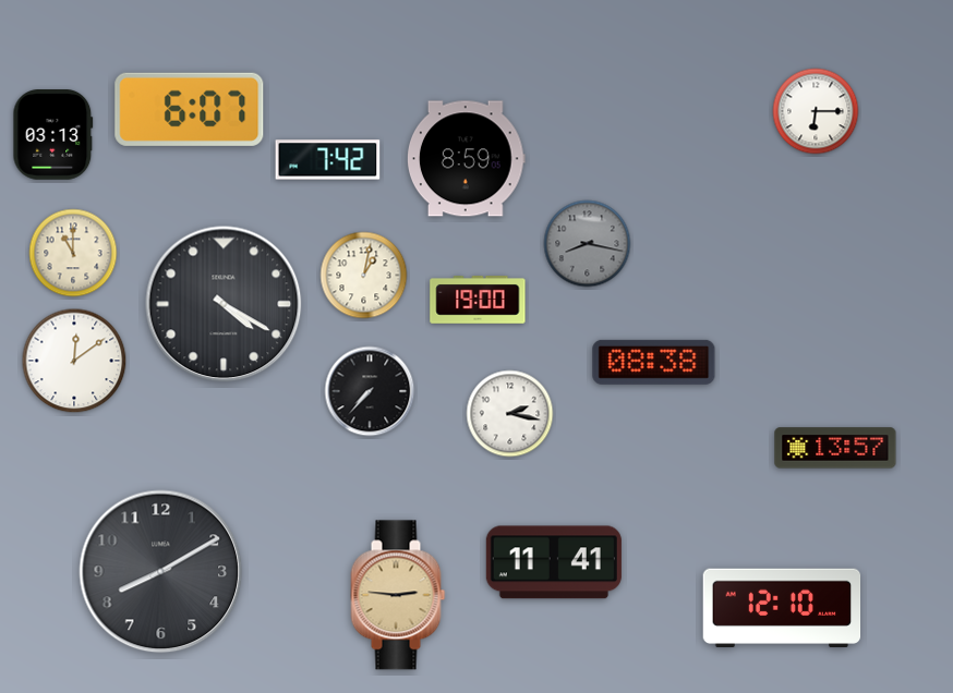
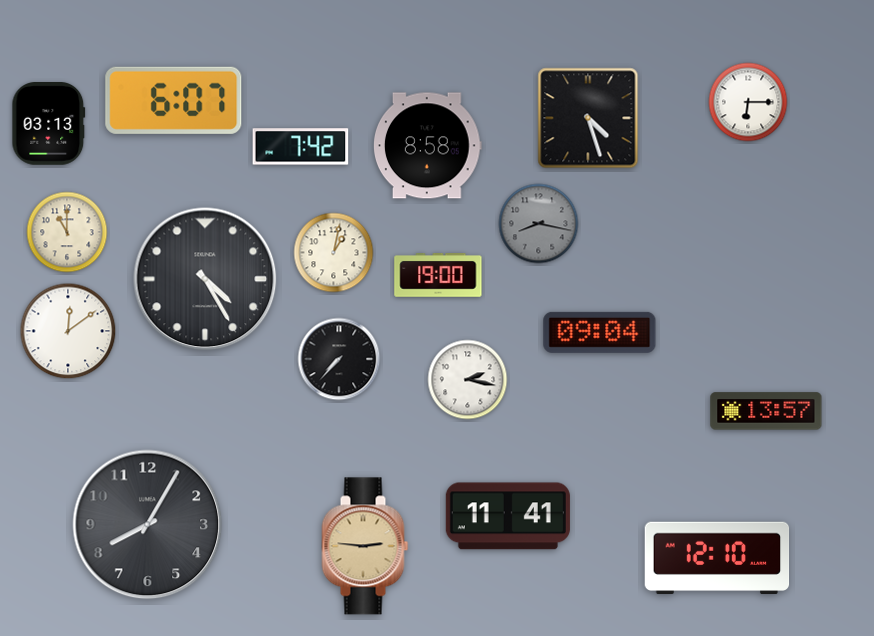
clock at (588, 118): none -> 4:27
clock at (466, 159): 8:59 -> 8:58
clock at (224, 304): 4:20 -> 4:25
clock at (654, 362): 08:38 -> 09:04
clock at (161, 572): 8:10 -> 8:05
